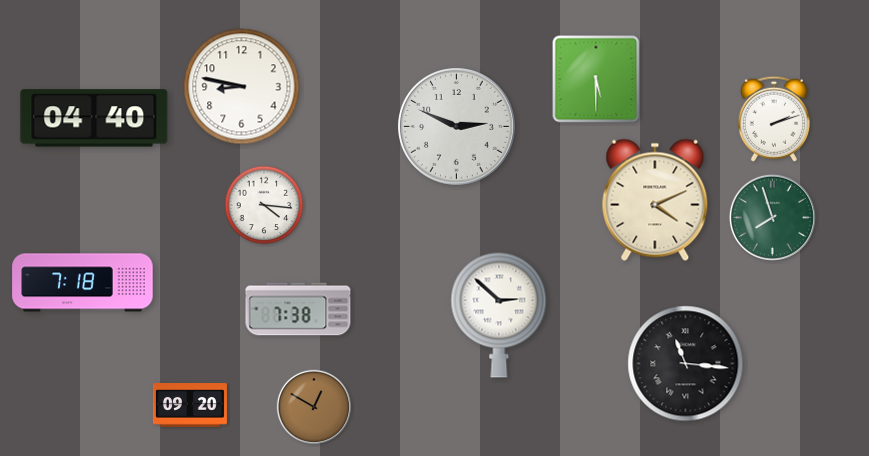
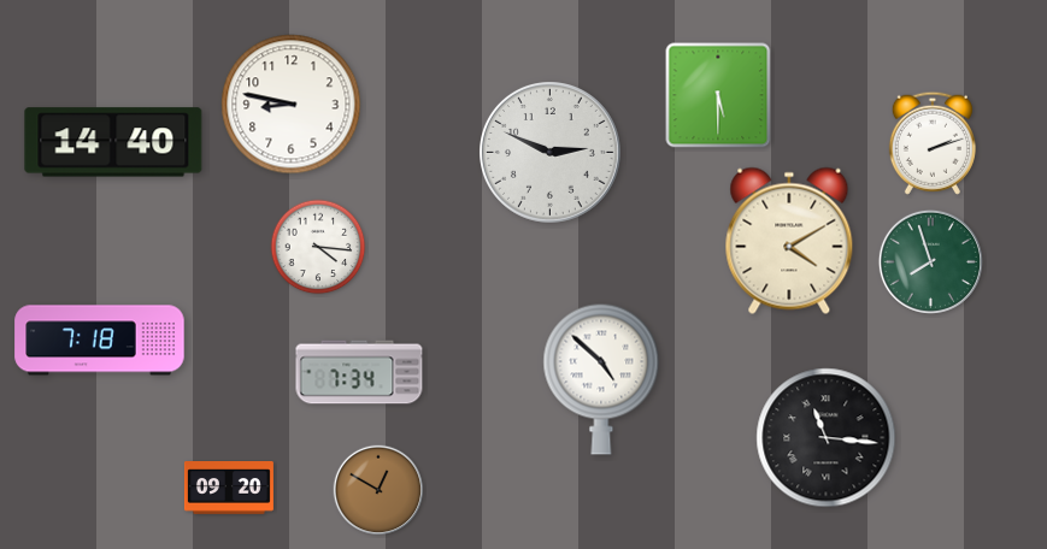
clock at (94, 118): 04:40 -> 14:40
clock at (655, 200): 4:11 -> 4:10
clock at (298, 309): 7:38 -> 7:34
clock at (499, 315): 2:52 -> 4:52
